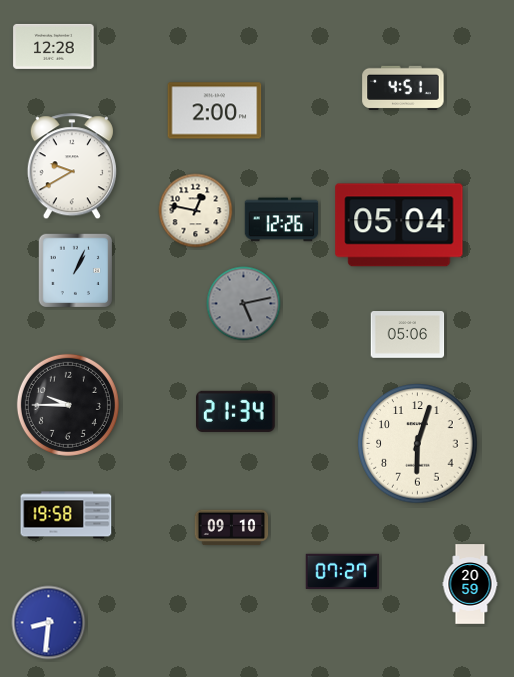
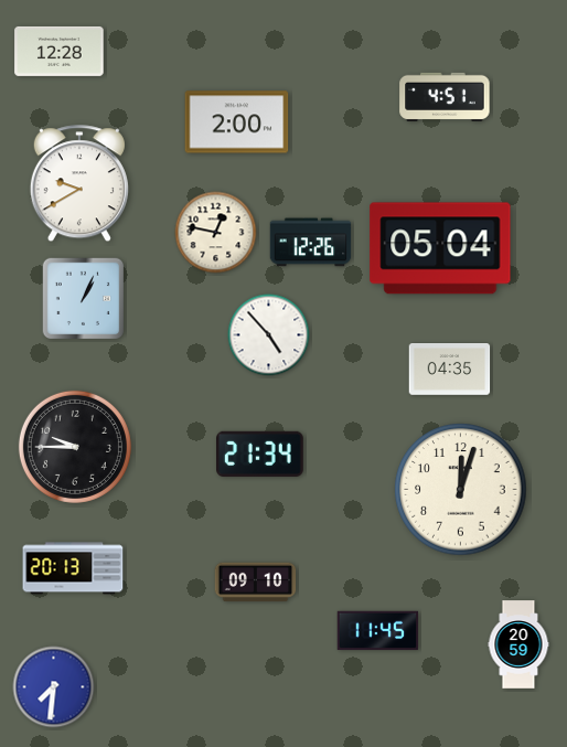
clock at (244, 304): 5:13 -> 4:53
clock at (244, 304) dial: grey -> white
clock at (408, 335): 05:06 -> 04:35
clock at (418, 444): 6:03 -> 12:03
clock at (66, 515): 19:58 -> 20:13
clock at (343, 572): 07:27 -> 11:45
clock at (49, 623): 8:31 -> 7:31
